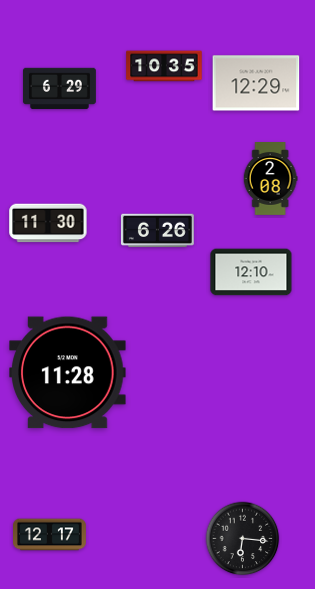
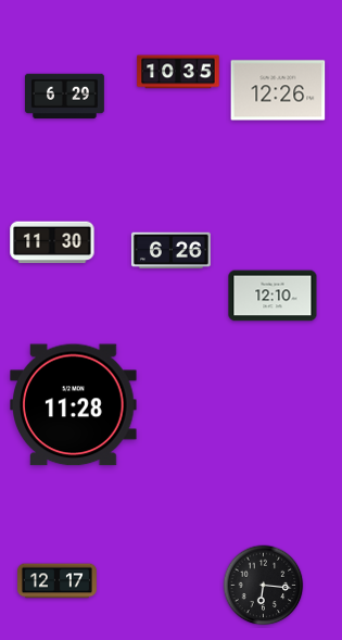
clock at (256, 83): 12:29 -> 12:26
clock at (270, 179): 2:08 -> none
clock at (50, 535) position: (50, 535) -> (58, 581)
